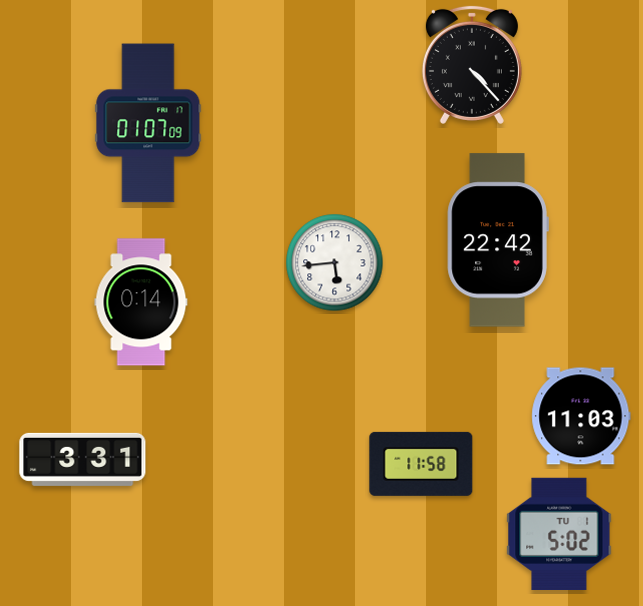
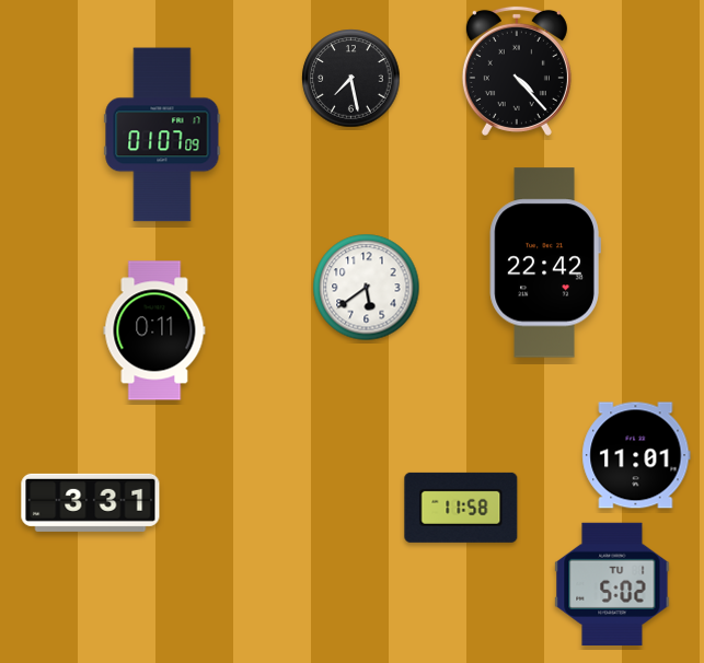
clock at (351, 79): none -> 7:28
clock at (335, 263): 5:44 -> 5:39
clock at (141, 302): 0:14 -> 0:11
clock at (581, 416): 11:03 -> 11:01
